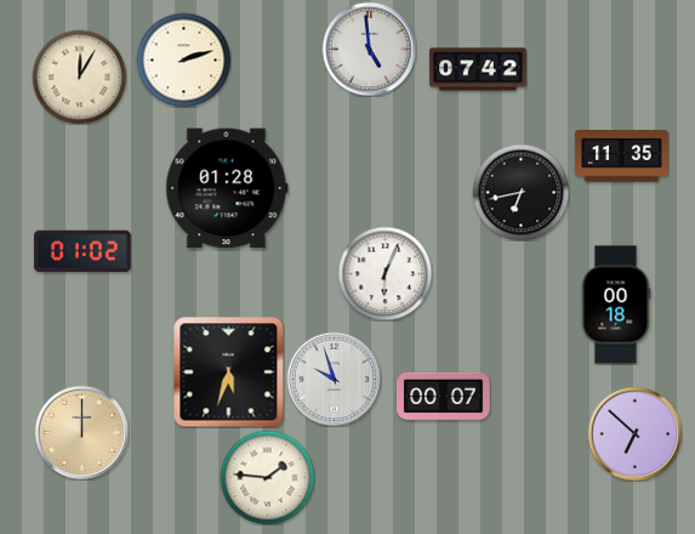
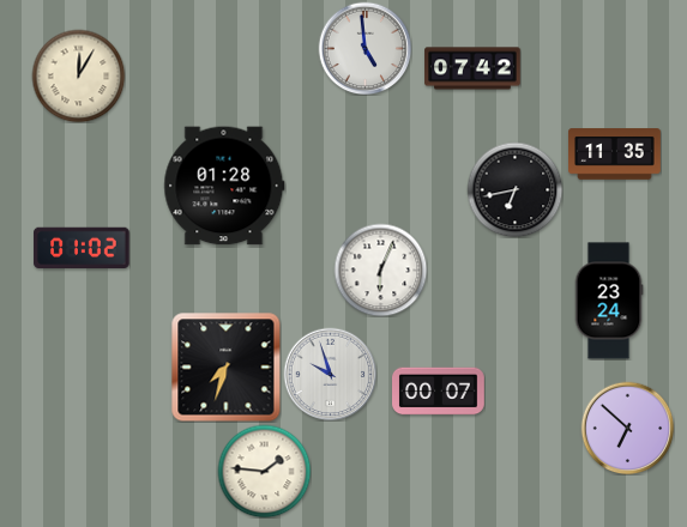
clock at (183, 59): 2:12 -> none
clock at (616, 305): 00:18 -> 23:24
clock at (228, 371): 5:33 -> 7:33
clock at (81, 432): 12:00 -> none
